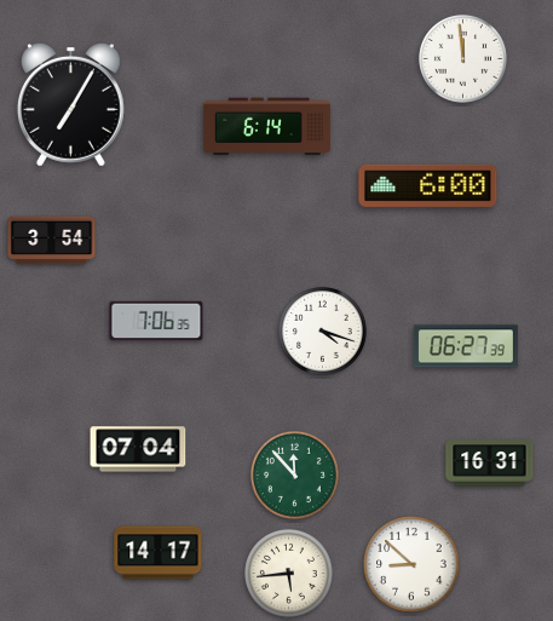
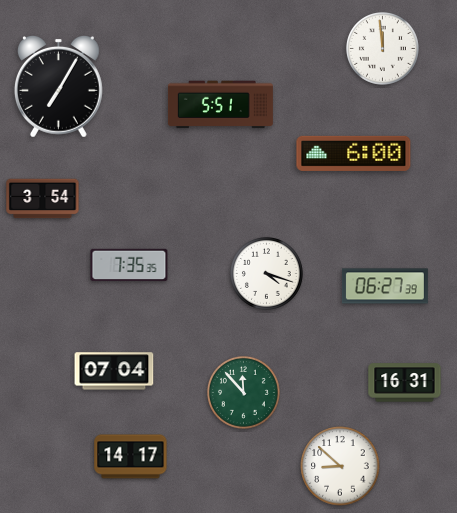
clock at (266, 127): 6:14 -> 5:51
clock at (156, 321): 7:06 -> 7:35
clock at (288, 573): 5:44 -> none
